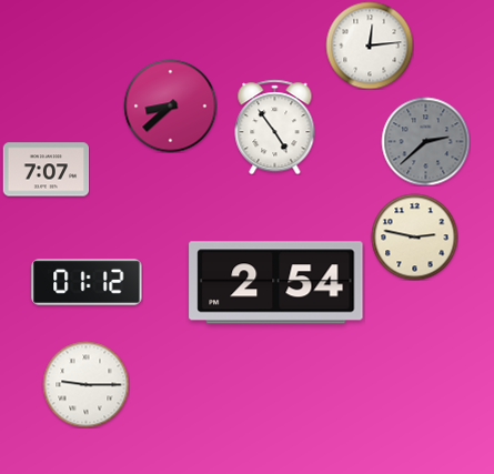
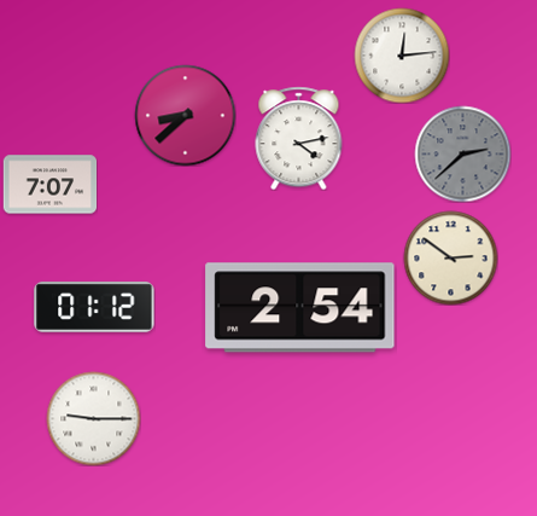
clock at (370, 46) position: (370, 46) -> (402, 56)
clock at (275, 127): 4:54 -> 4:13
clock at (414, 236): 2:47 -> 2:51
